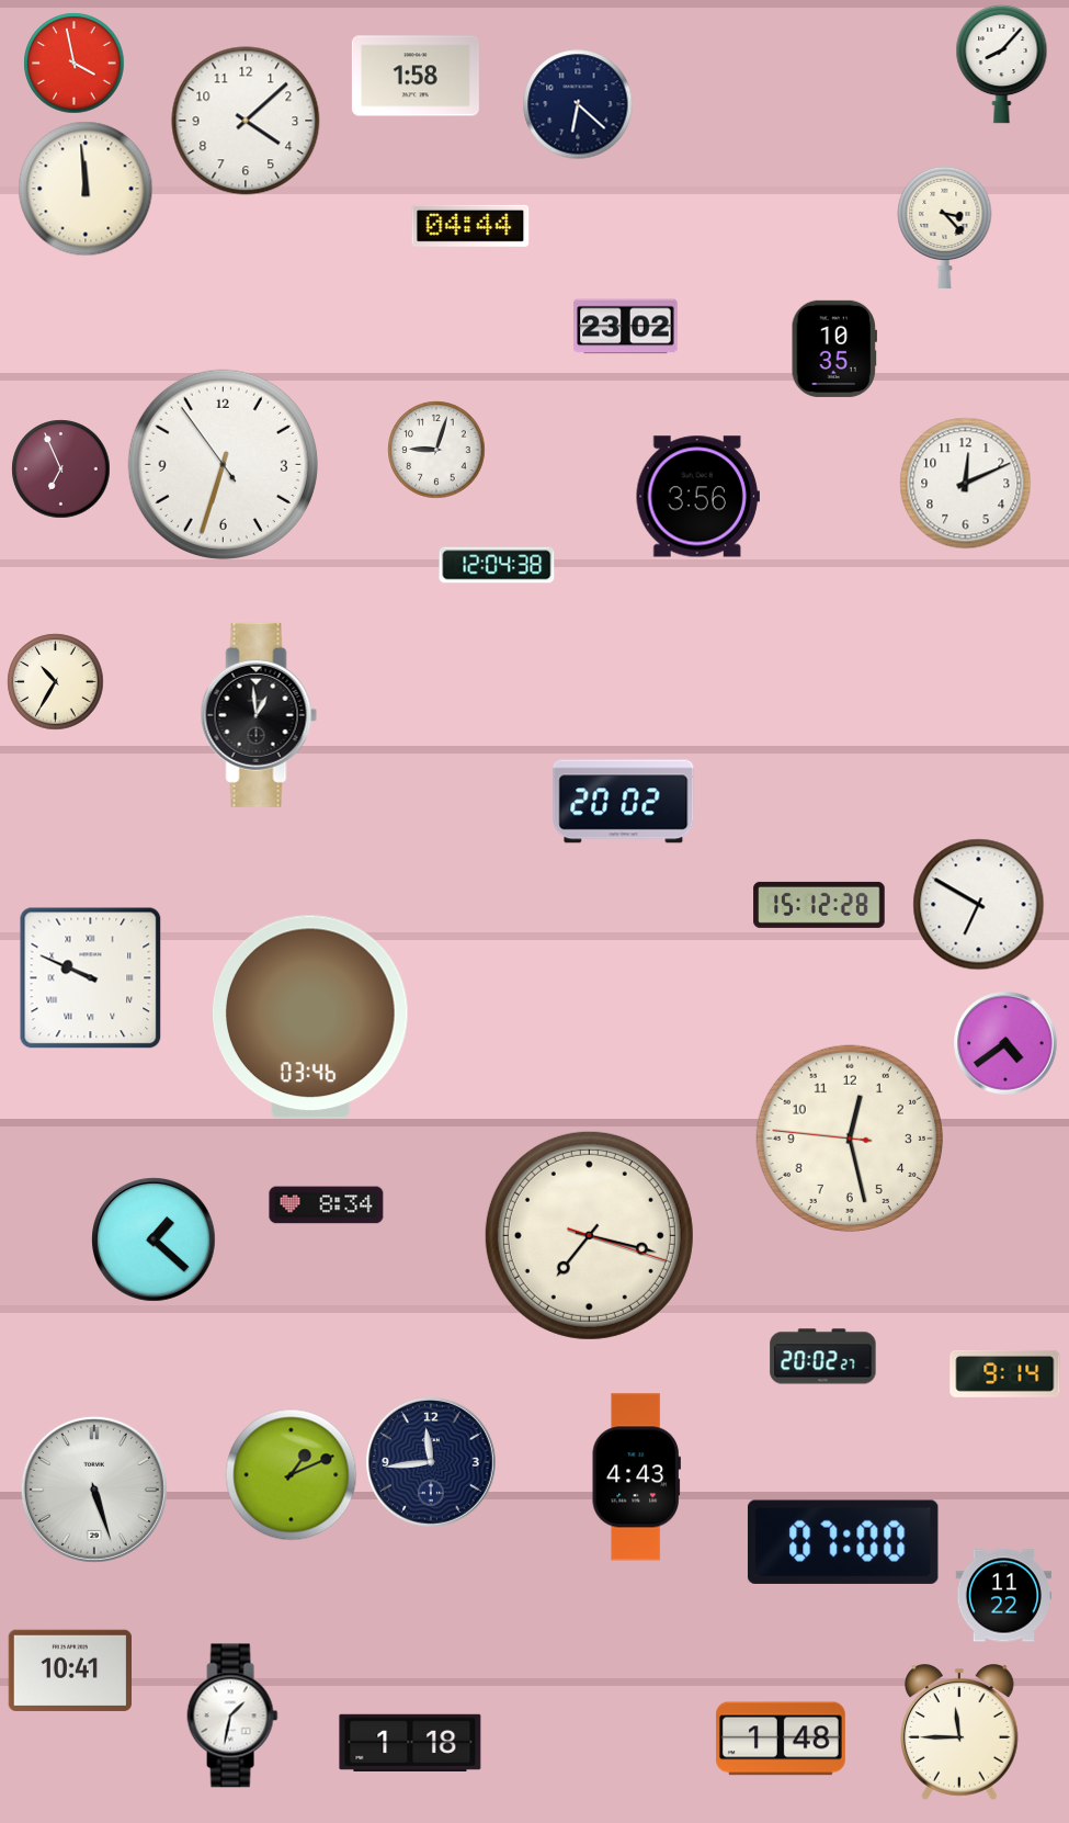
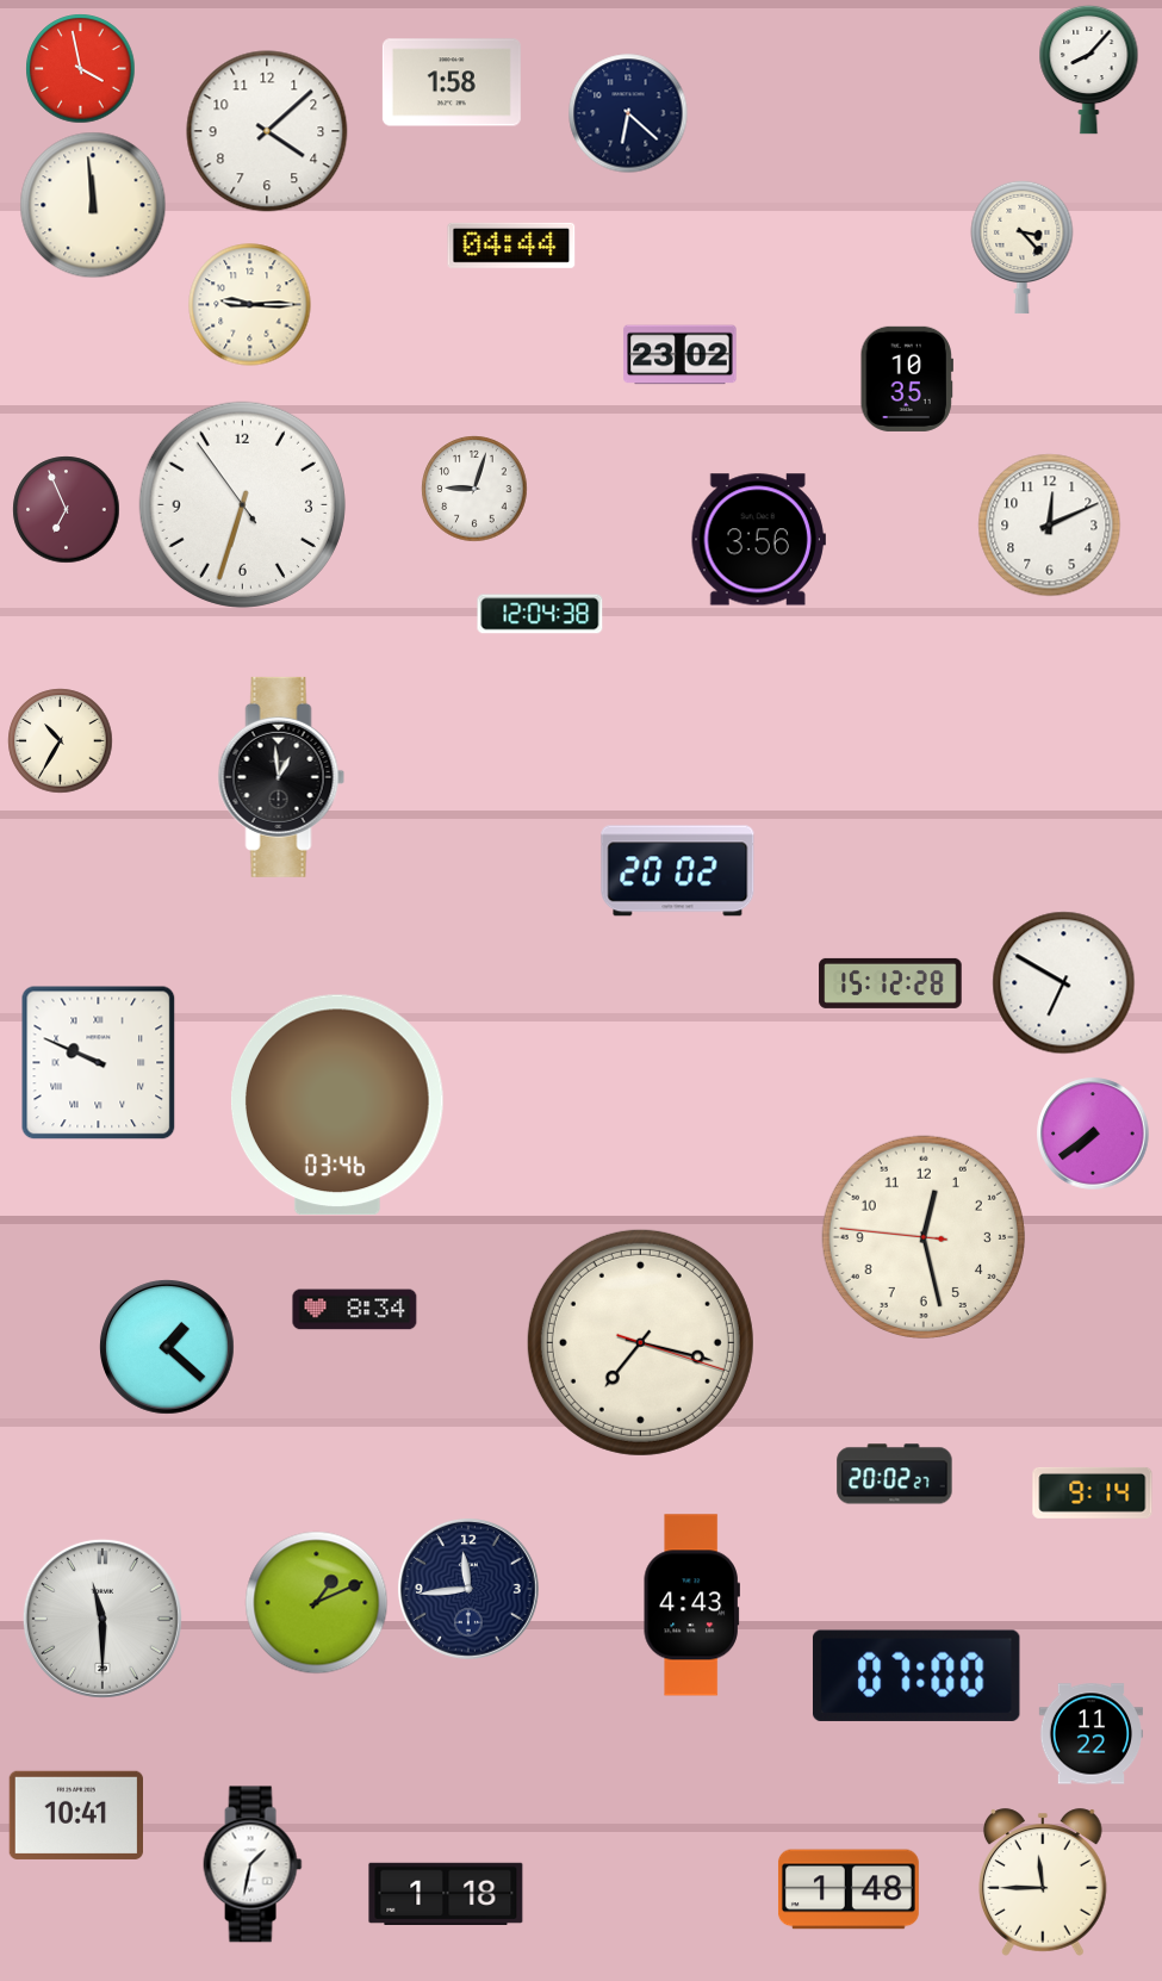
clock at (945, 227) position: (945, 227) -> (1023, 247)
clock at (250, 305): none -> 9:15
clock at (1005, 1043): 4:39 -> 7:39
clock at (94, 1490): 5:27 -> 11:30
